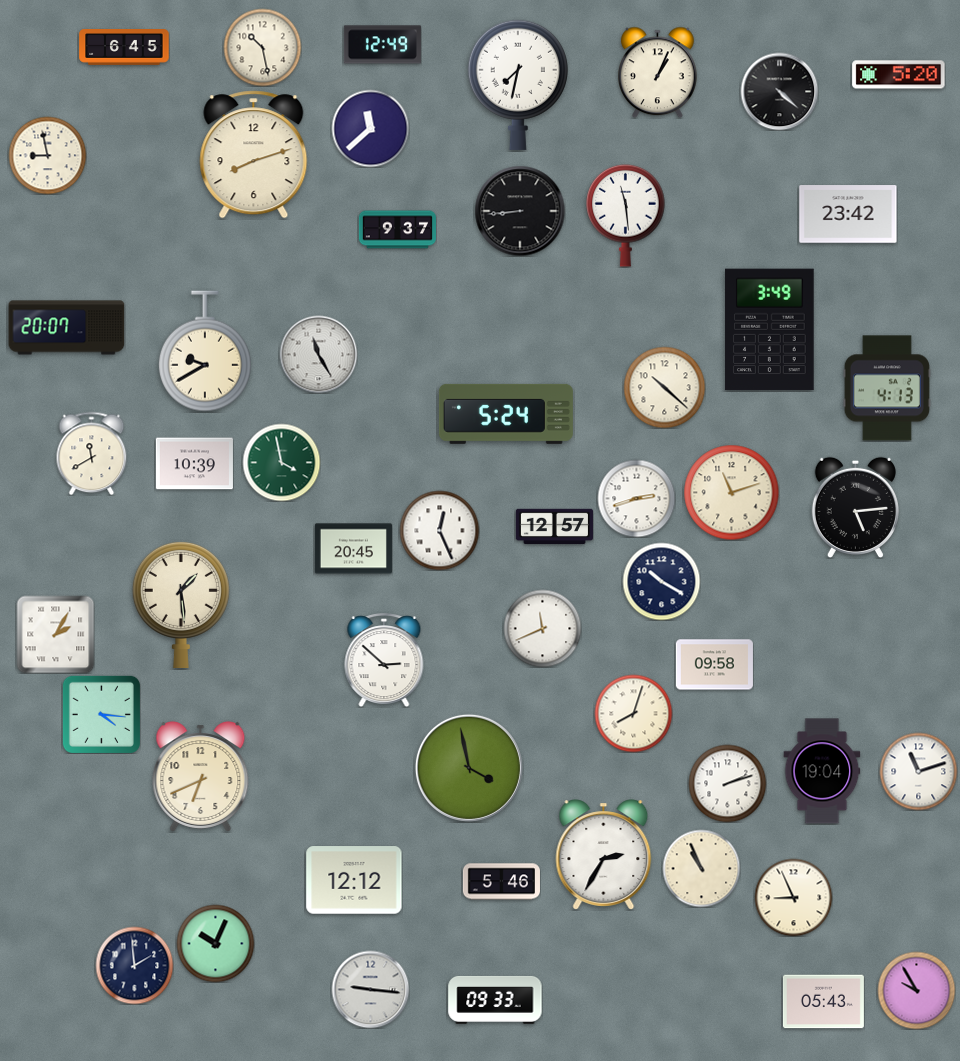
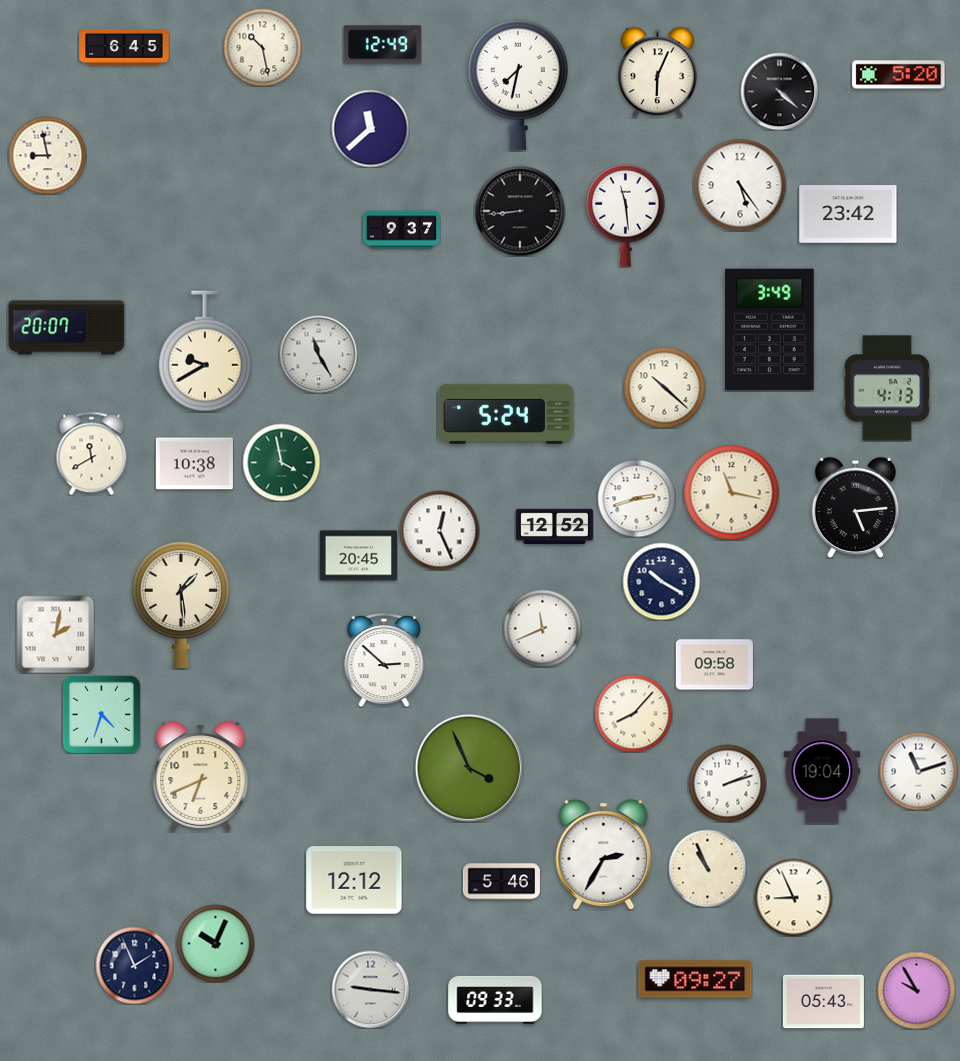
clock at (658, 72): 1:04 -> 6:04
clock at (254, 155): 8:12 -> none
clock at (740, 185): none -> 5:24
clock at (397, 230) position: (397, 230) -> (401, 230)
clock at (194, 464): 10:39 -> 10:38
clock at (731, 492): 11:12 -> 11:17
clock at (554, 527): 12:57 -> 12:52
clock at (353, 549) position: (353, 549) -> (358, 556)
clock at (55, 634): 2:05 -> 2:02
clock at (633, 713): 8:03 -> 8:07
clock at (101, 714): 4:16 -> 4:33
clock at (469, 768): 3:58 -> 3:56
clock at (701, 868) position: (701, 868) -> (707, 868)
clock at (134, 965): 1:59 -> 1:56
clock at (695, 979): none -> 09:27
